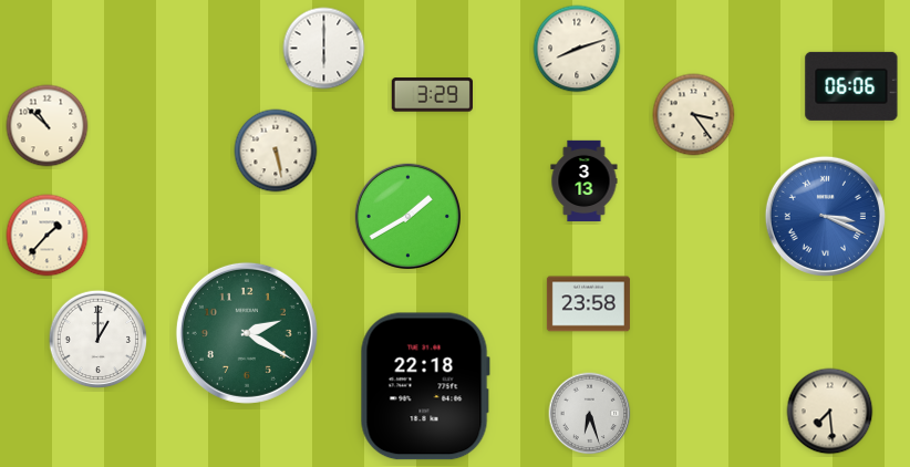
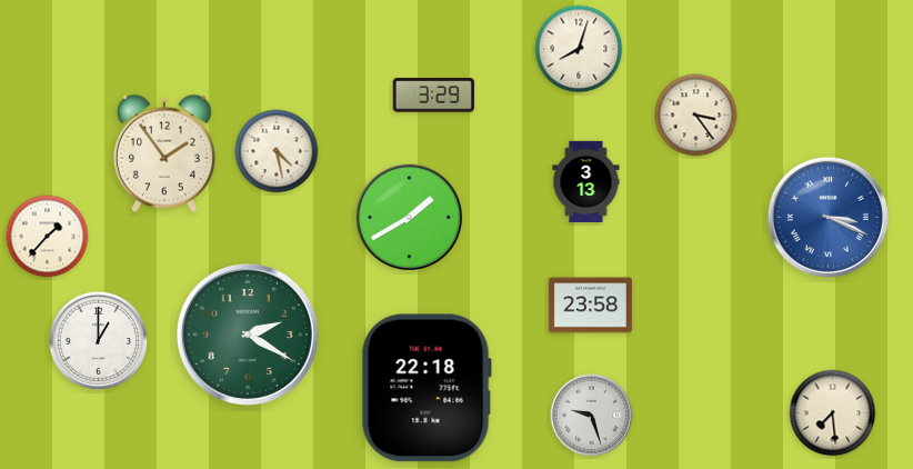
clock at (324, 49): 6:00 -> none
clock at (577, 49): 8:12 -> 8:03
clock at (851, 86): 06:06 -> none
clock at (48, 126): 10:52 -> none
clock at (276, 151): 5:28 -> 4:28
clock at (164, 153): none -> 1:54
clock at (590, 414): 6:27 -> 9:27
